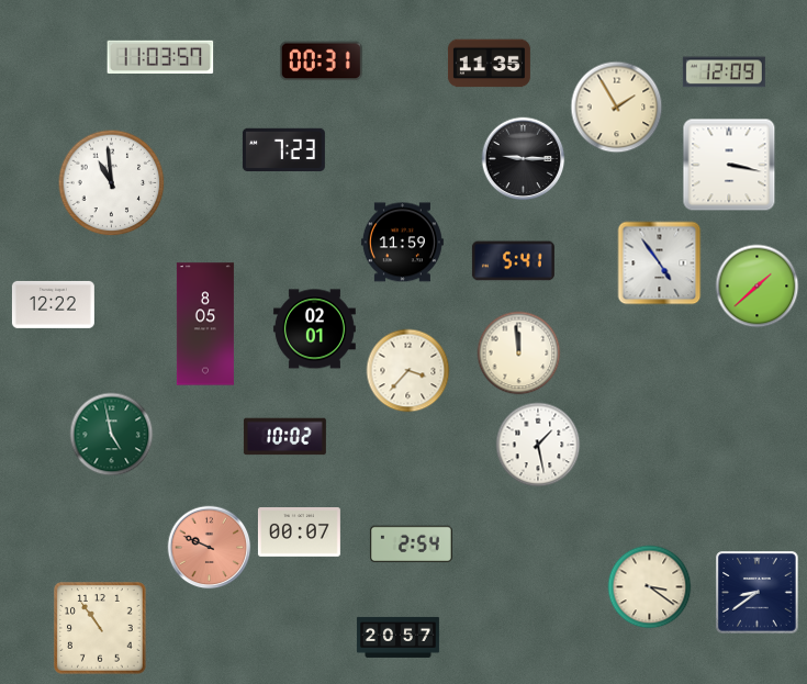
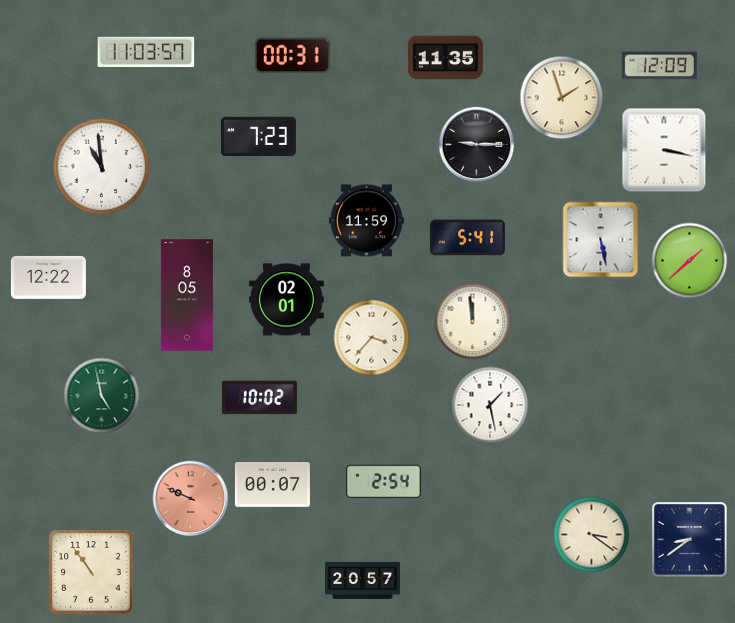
clock at (617, 108): 1:55 -> 1:57
clock at (660, 263): 4:54 -> 5:28
clock at (411, 545) position: (411, 545) -> (383, 482)
